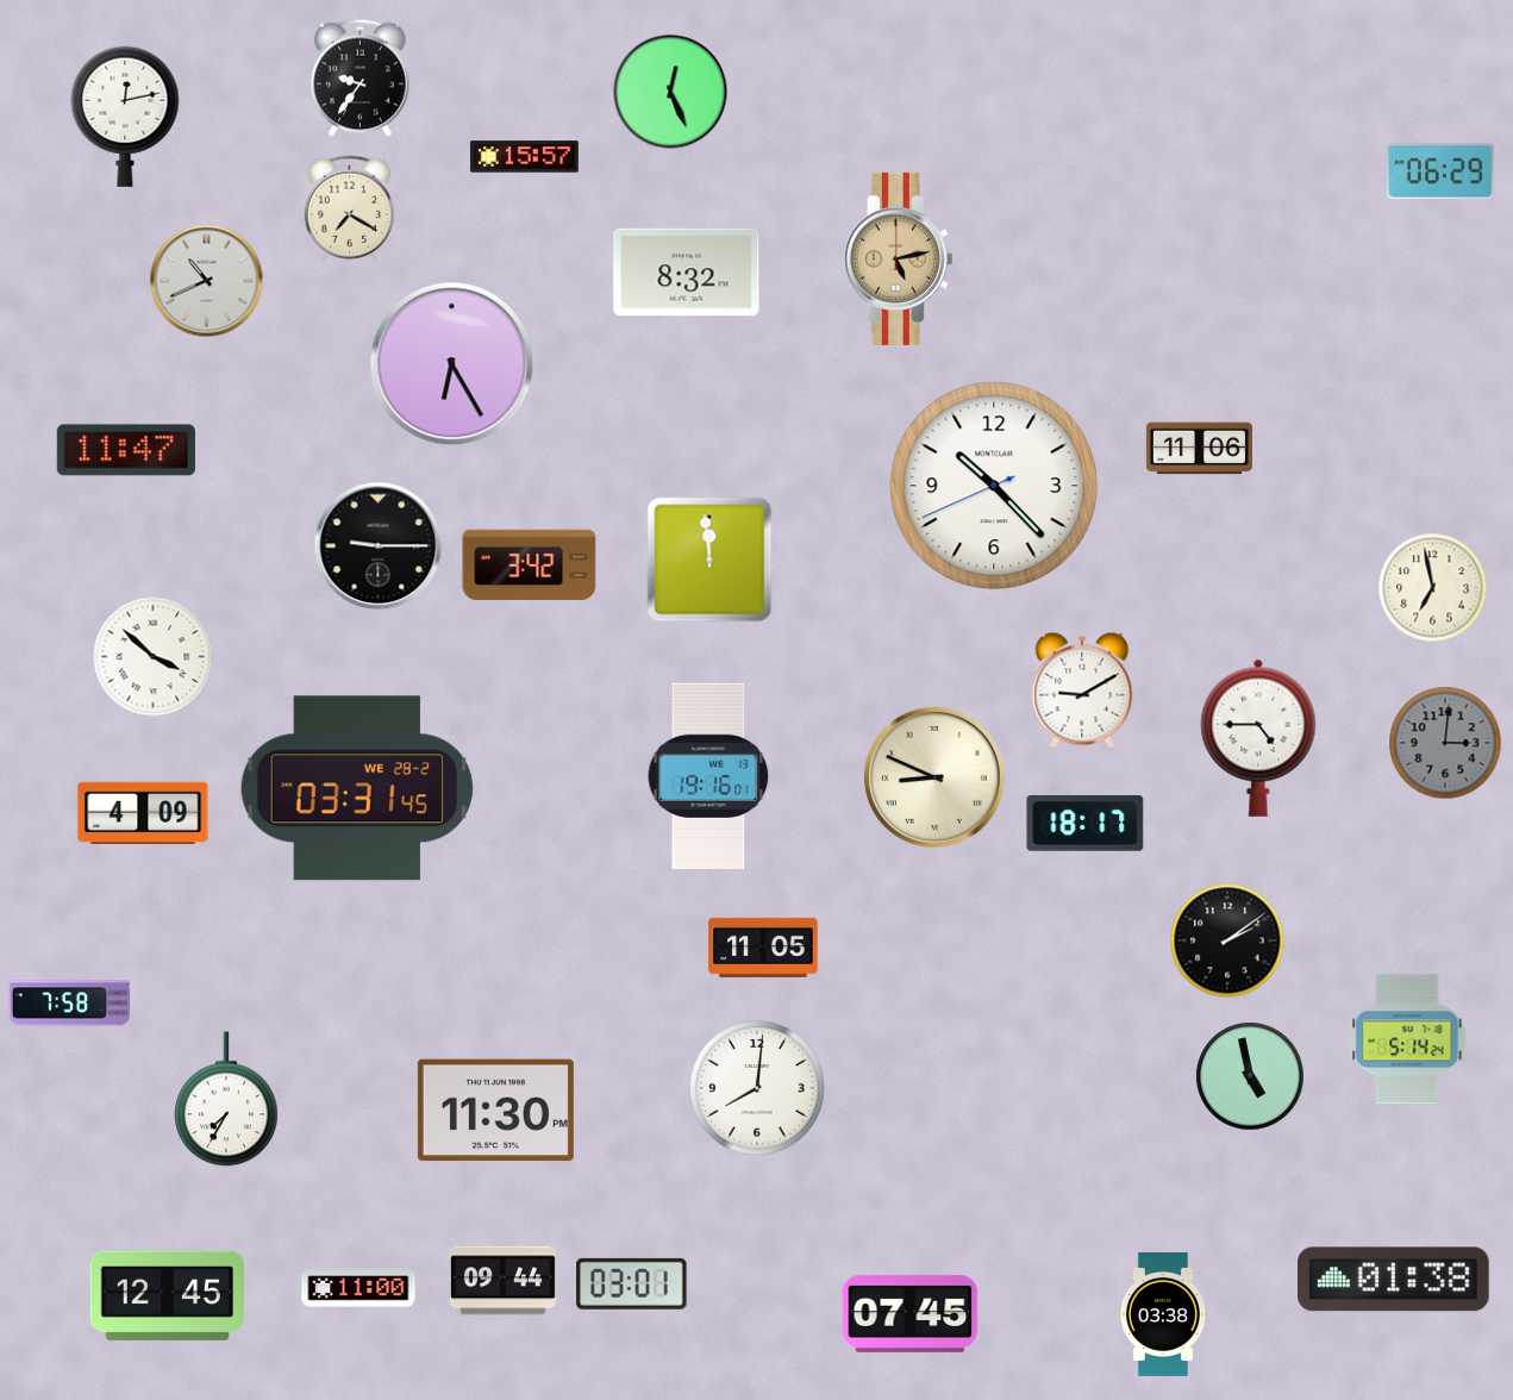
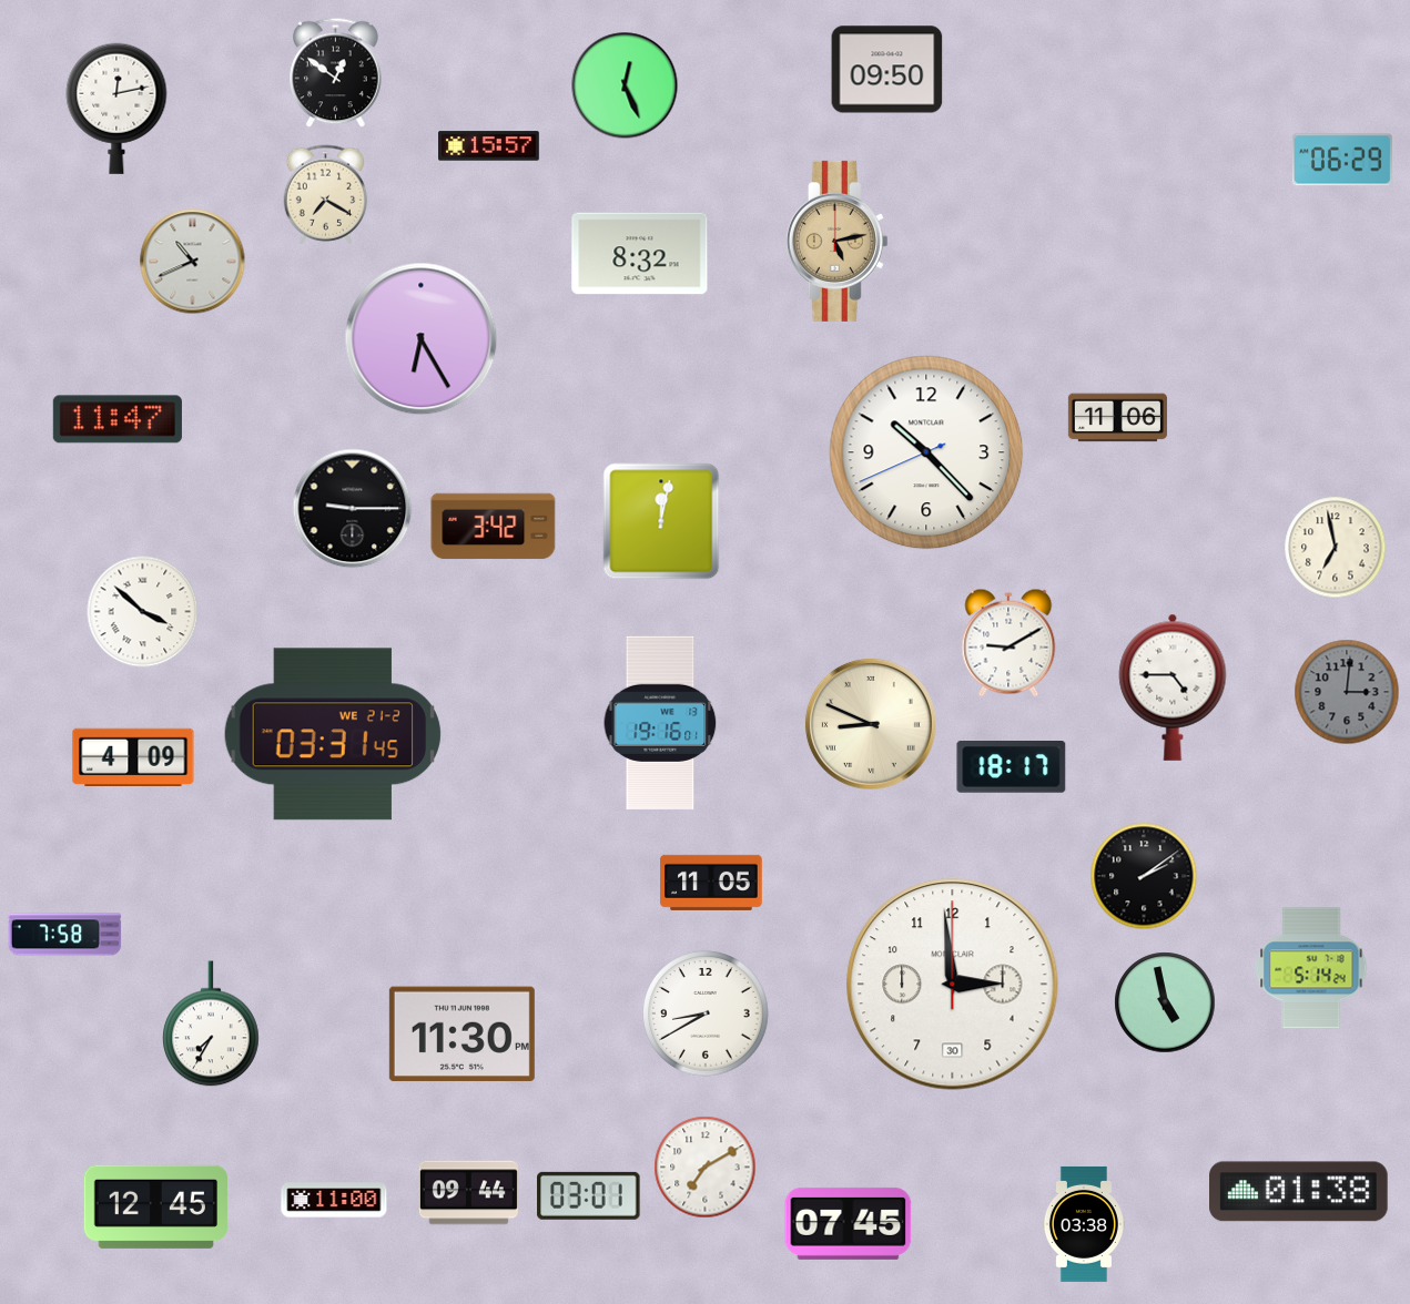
clock at (887, 70): none -> 09:50
clock at (361, 79): 9:36 -> 12:51
clock at (709, 560): 11:59 -> 12:02
clock at (357, 788) date: WE 28-2 -> WE 21-2
clock at (953, 985): none -> 2:59
clock at (757, 1088): 8:01 -> 8:40
clock at (706, 1168): none -> 7:10
